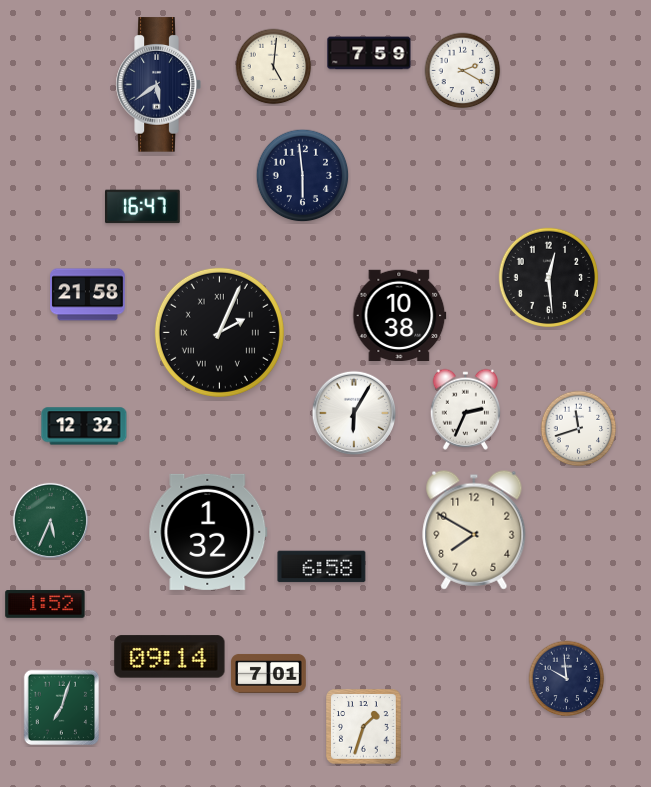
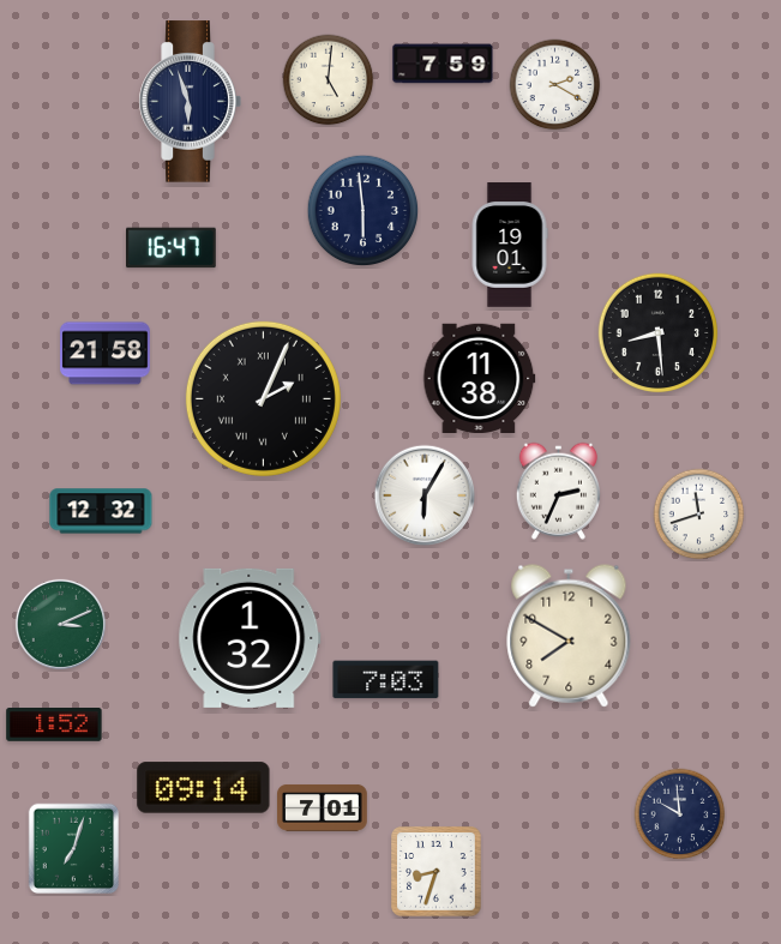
clock at (158, 85): 5:39 -> 5:57
clock at (510, 245): none -> 19:01
clock at (549, 278): 12:29 -> 8:29
clock at (400, 315): 10:38 -> 11:38
clock at (579, 429) position: (579, 429) -> (699, 515)
clock at (50, 520): 5:34 -> 3:11
clock at (322, 567): 6:58 -> 7:03
clock at (364, 727): 1:33 -> 8:33
